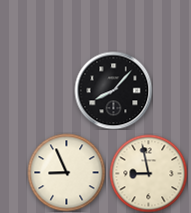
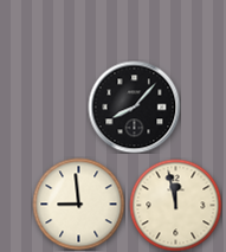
clock at (66, 172): 8:56 -> 8:59
clock at (148, 173): 8:58 -> 11:58
